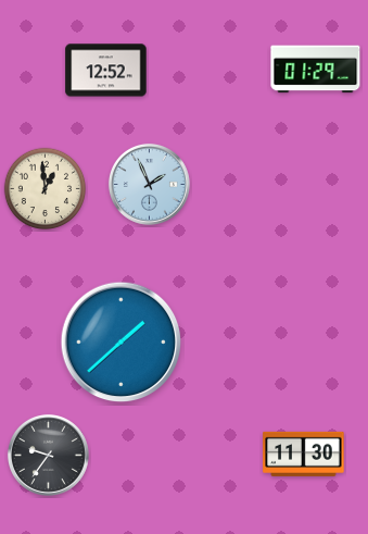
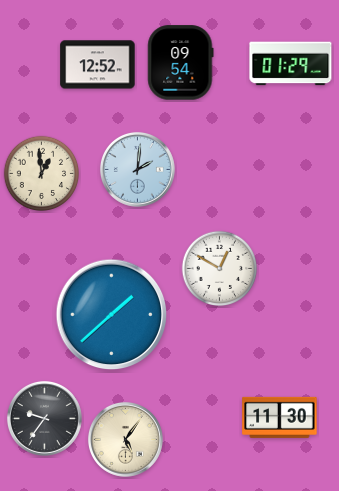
clock at (181, 63): none -> 09:54
clock at (149, 184): 1:56 -> 2:01
clock at (220, 269): none -> 12:50
clock at (125, 439): none -> 5:06
